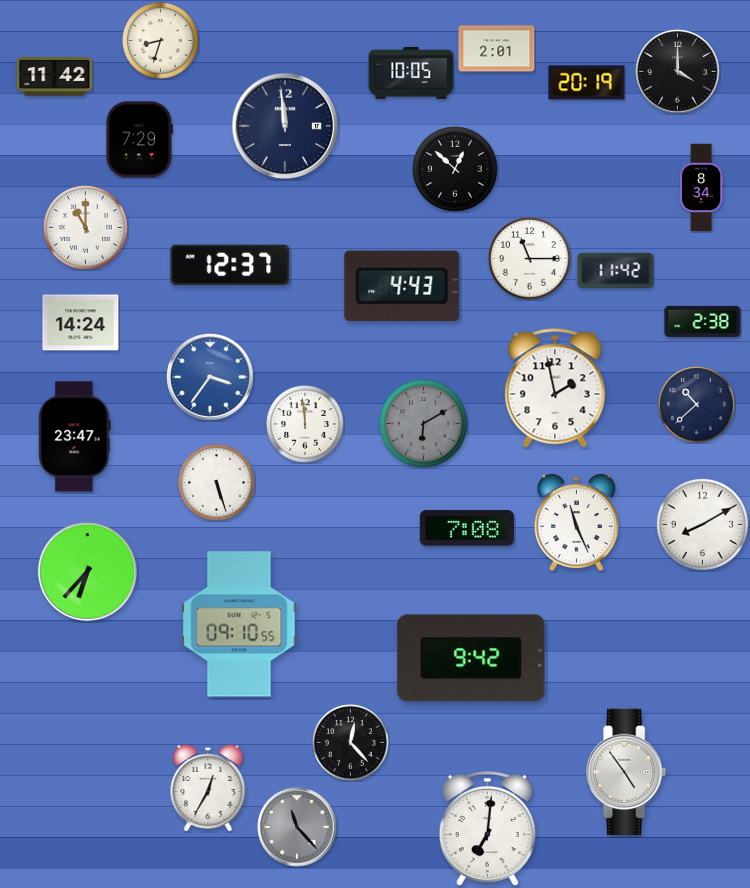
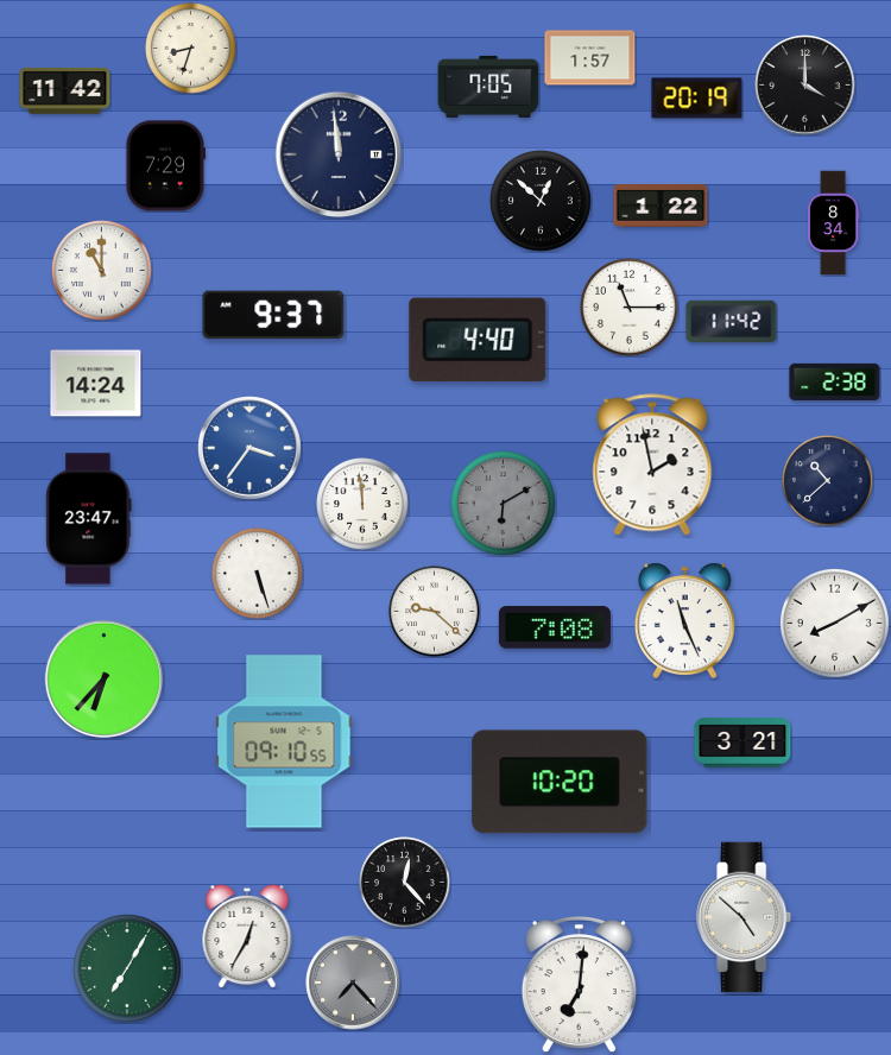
clock at (497, 49): 2:01 -> 1:57
clock at (411, 73): 10:05 -> 7:05
clock at (285, 126) position: (285, 126) -> (339, 154)
clock at (661, 207): none -> 1:22
clock at (230, 265): 12:37 -> 9:37
clock at (402, 285): 4:43 -> 4:40
clock at (555, 388) position: (555, 388) -> (652, 465)
clock at (435, 612): none -> 9:22
clock at (742, 743): none -> 3:21
clock at (471, 658): 9:42 -> 10:20
clock at (351, 743) position: (351, 743) -> (405, 883)
clock at (627, 772): 4:54 -> 4:52
clock at (127, 968): none -> 7:05
clock at (297, 827): 11:23 -> 7:23
